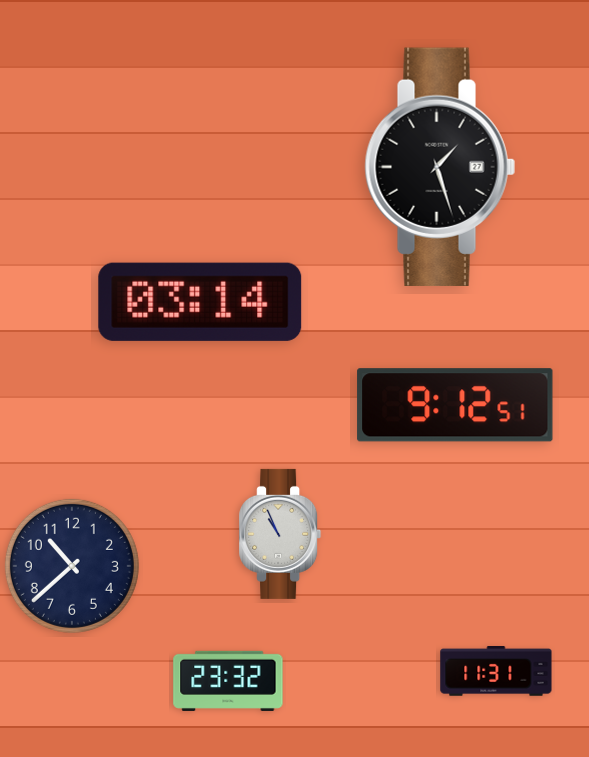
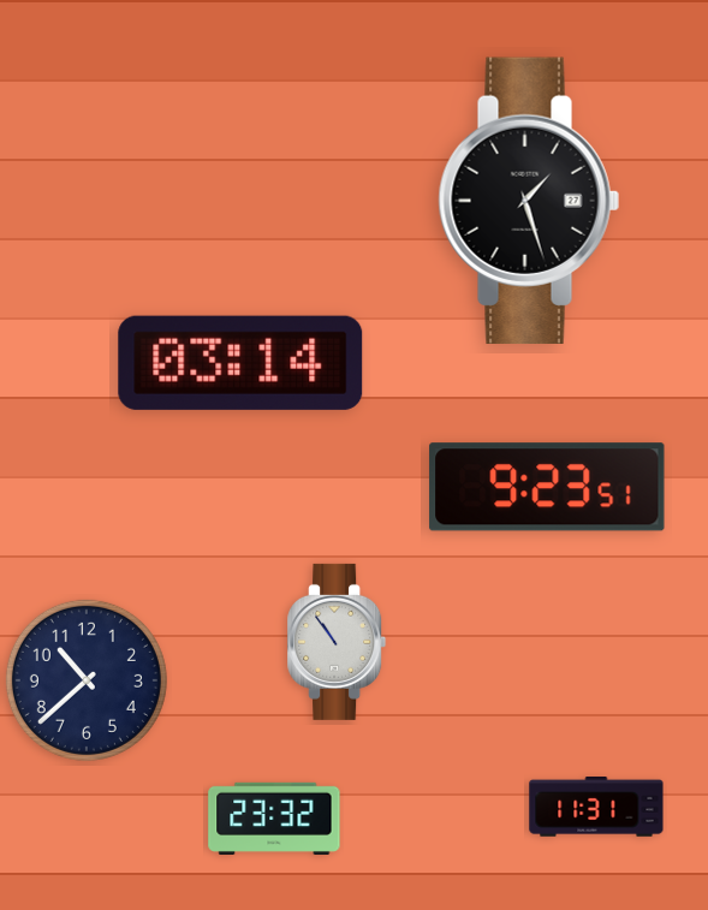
clock at (455, 405): 9:12 -> 9:23
clock at (280, 534): 10:56 -> 10:54
